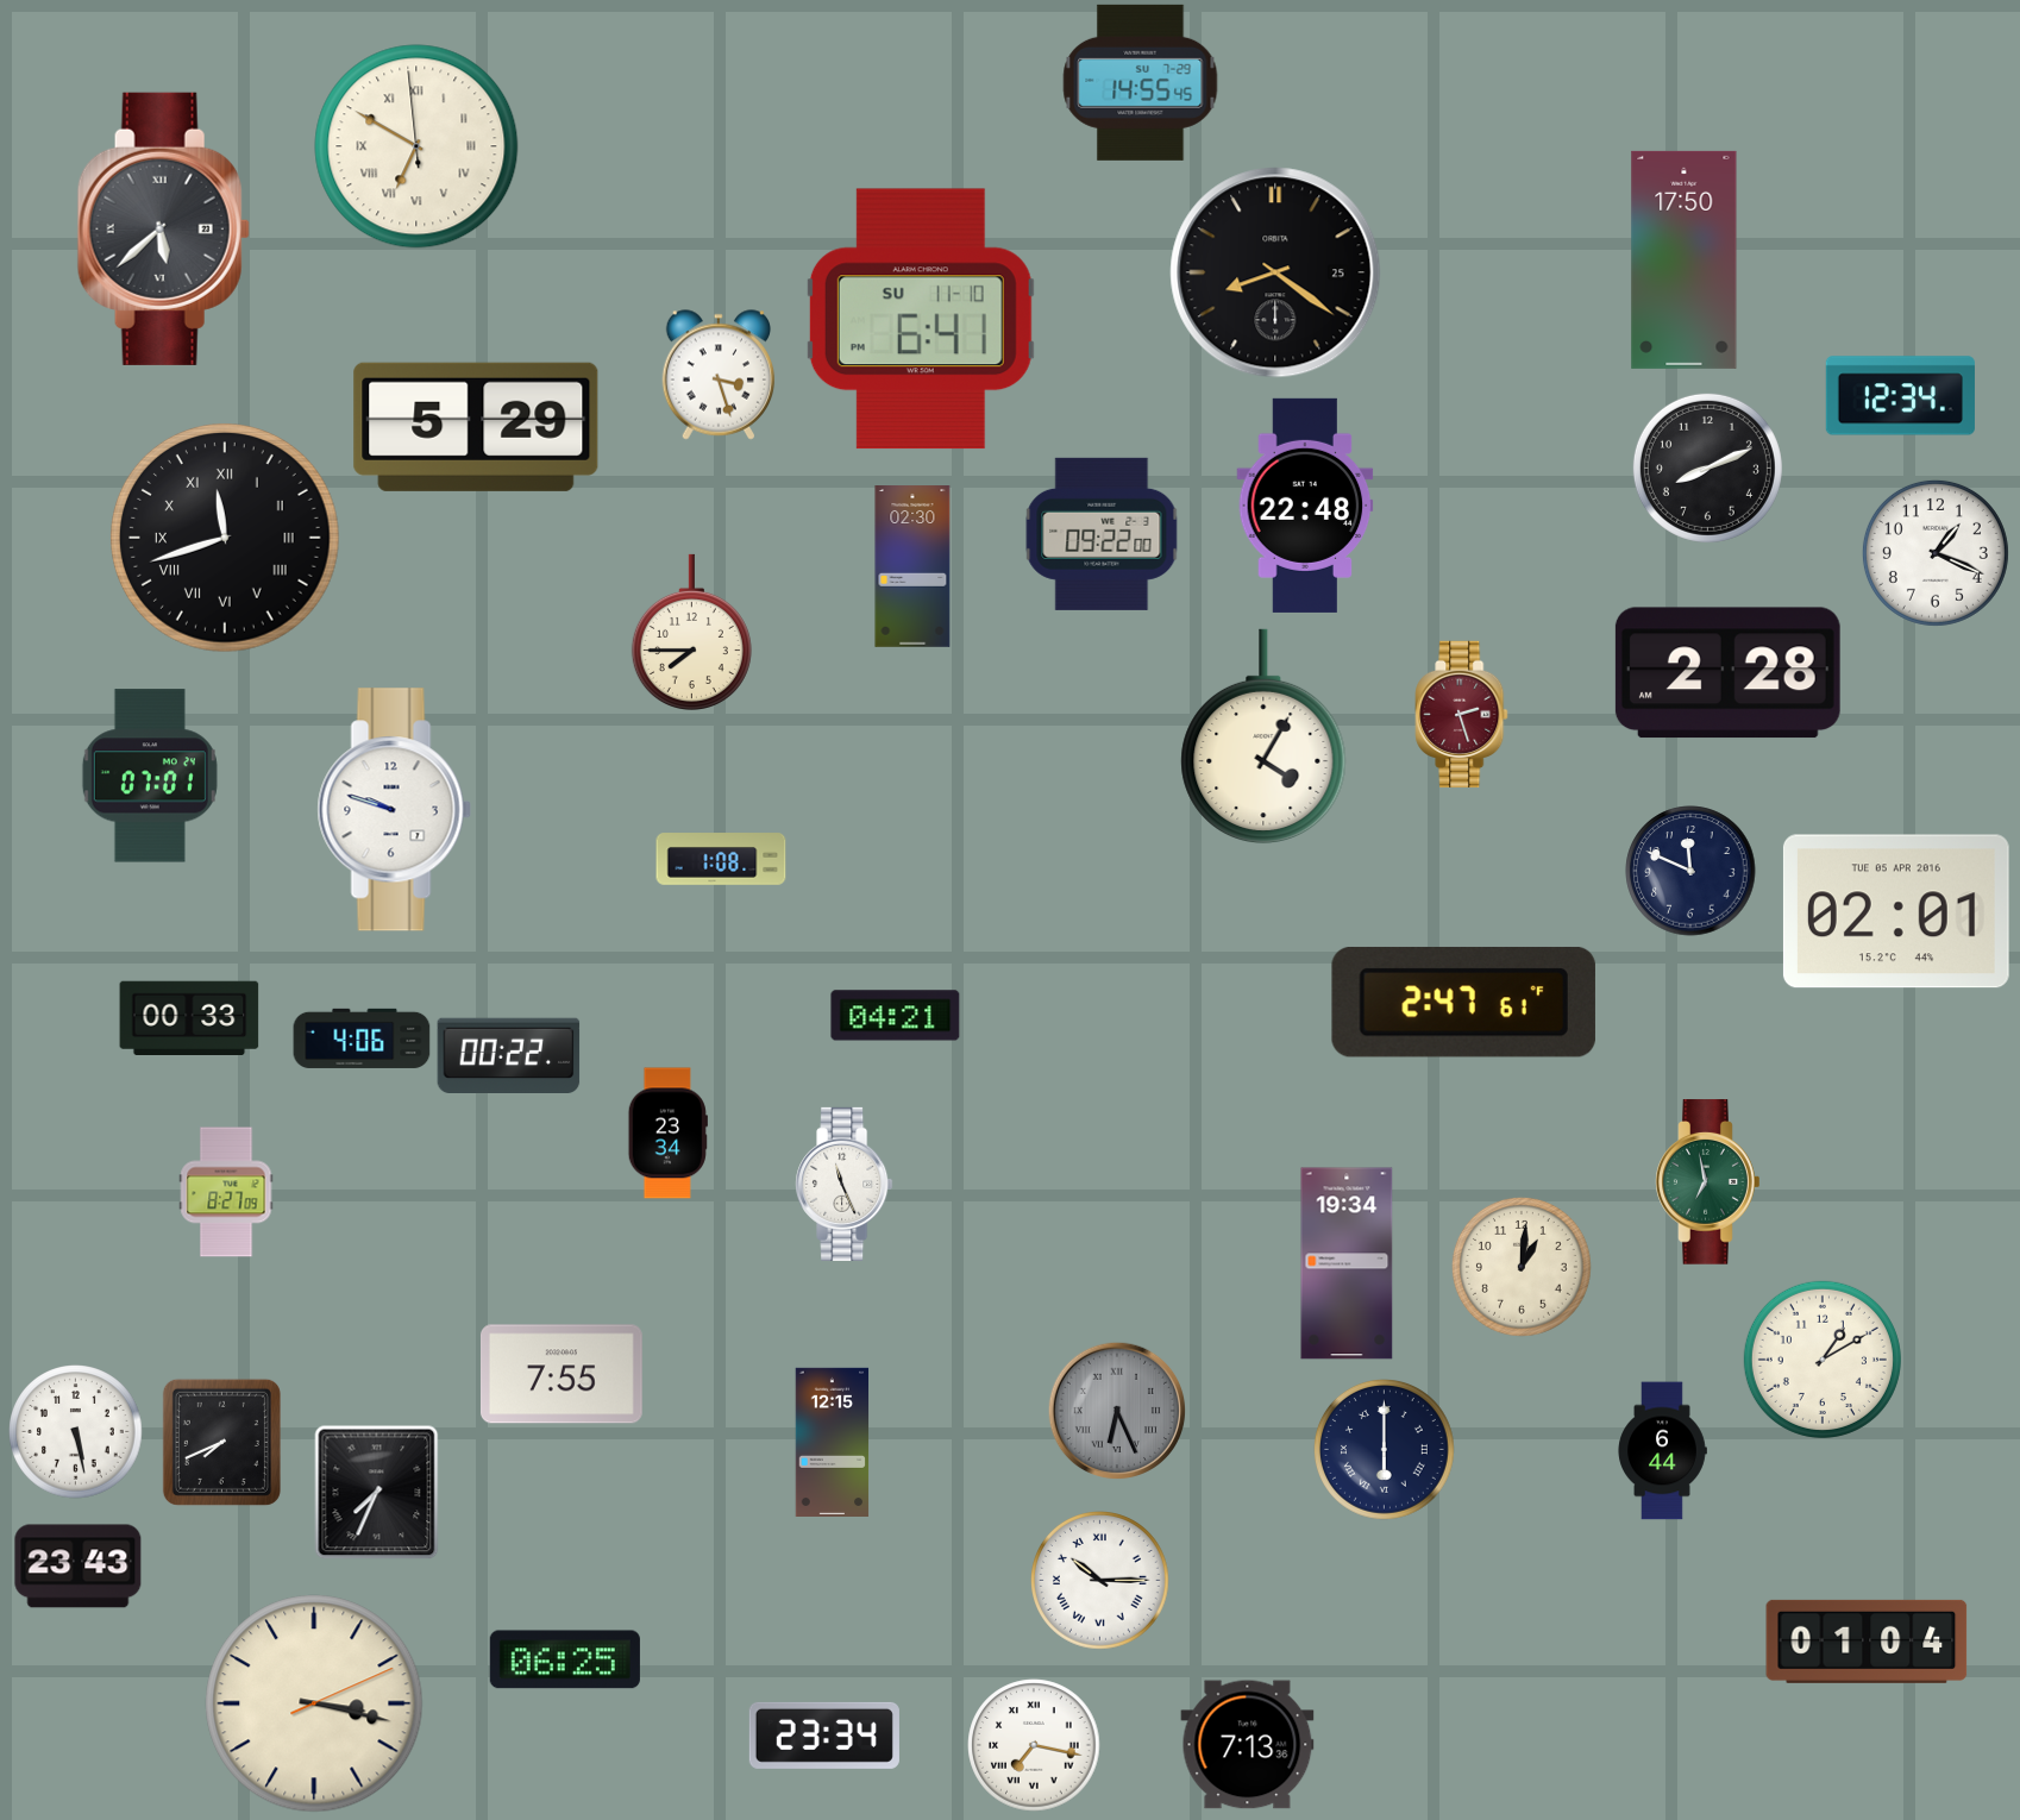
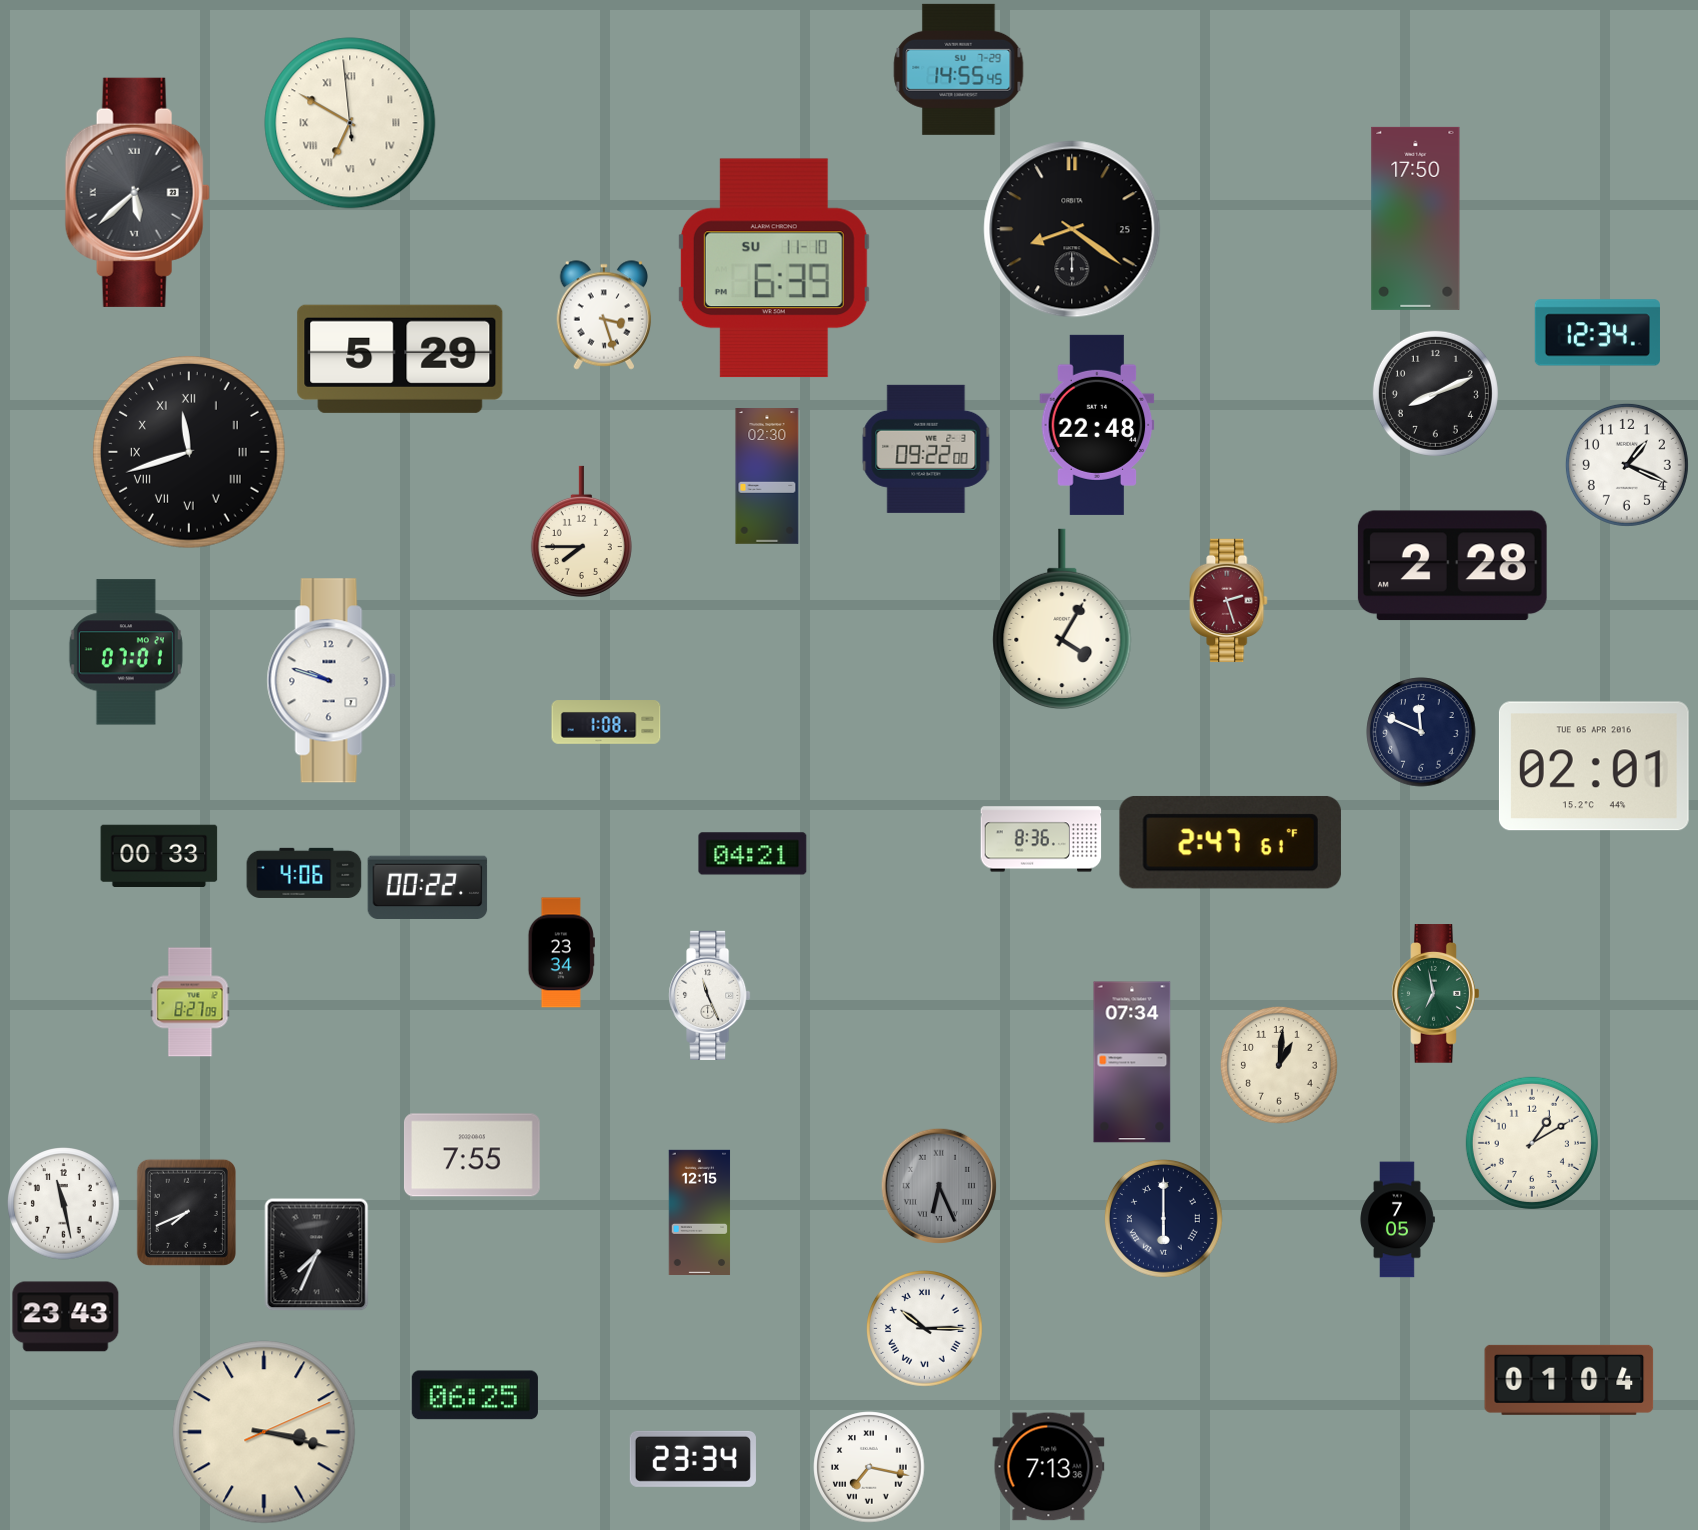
clock at (921, 319): 6:41 -> 6:39
clock at (1041, 839): none -> 8:36
clock at (1347, 1263): 19:34 -> 07:34
clock at (76, 1432): 5:28 -> 11:28
clock at (1662, 1451): 6:44 -> 7:05
